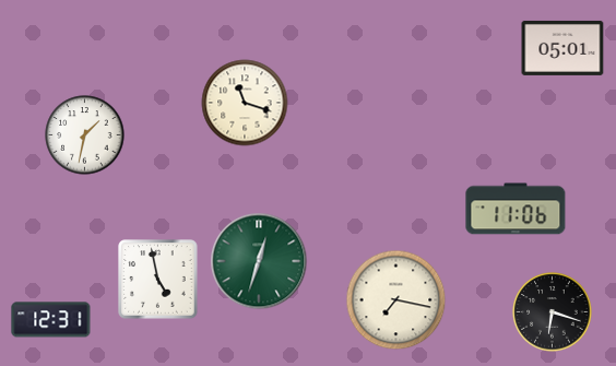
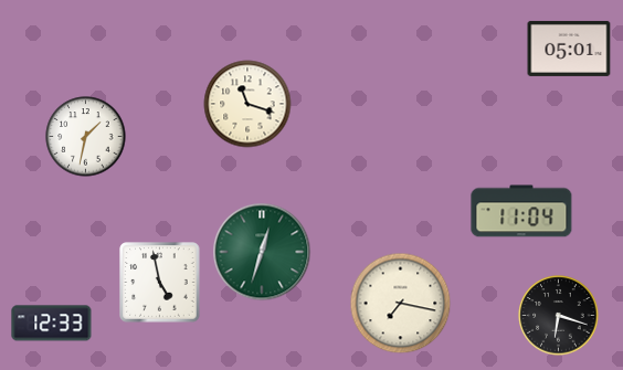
clock at (516, 209): 11:06 -> 11:04
clock at (259, 261) position: (259, 261) -> (262, 252)
clock at (51, 320): 12:31 -> 12:33
